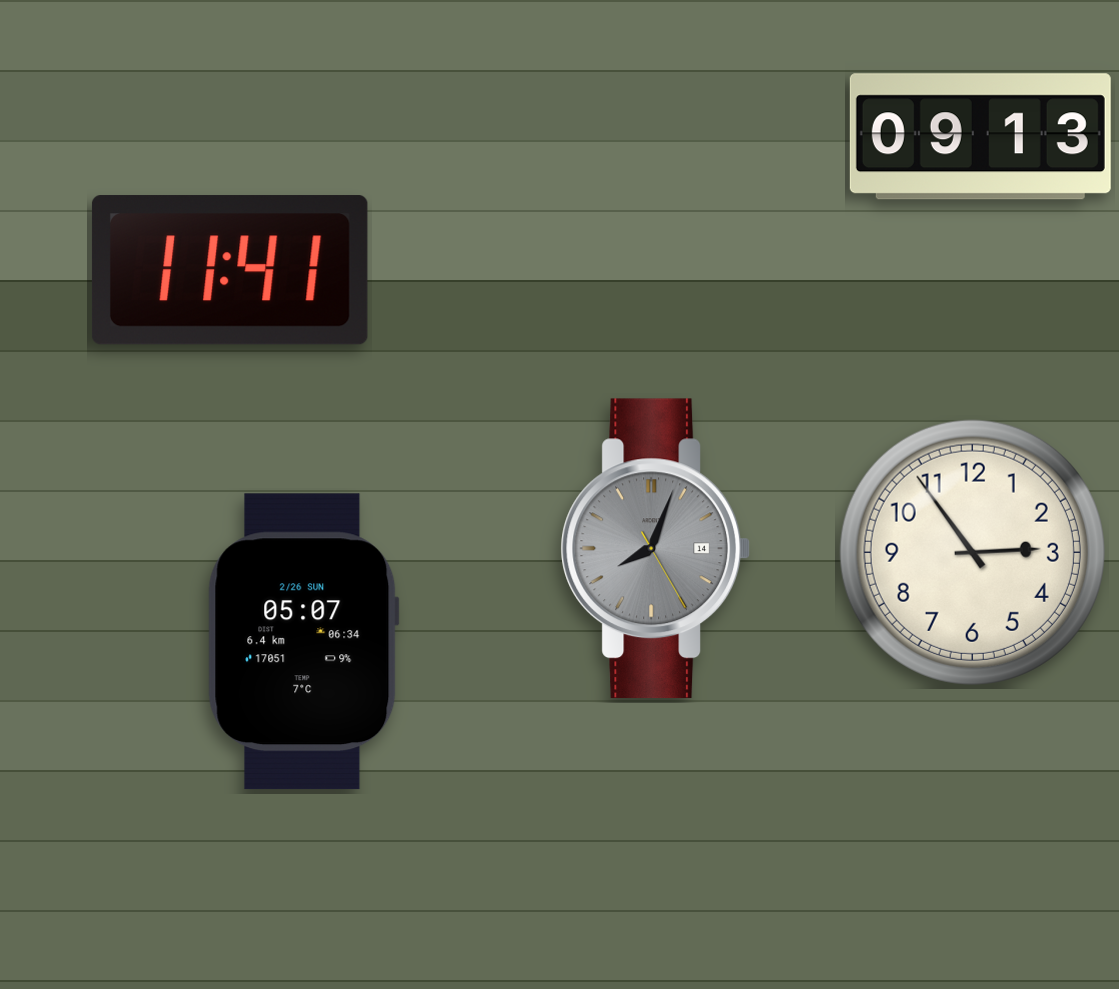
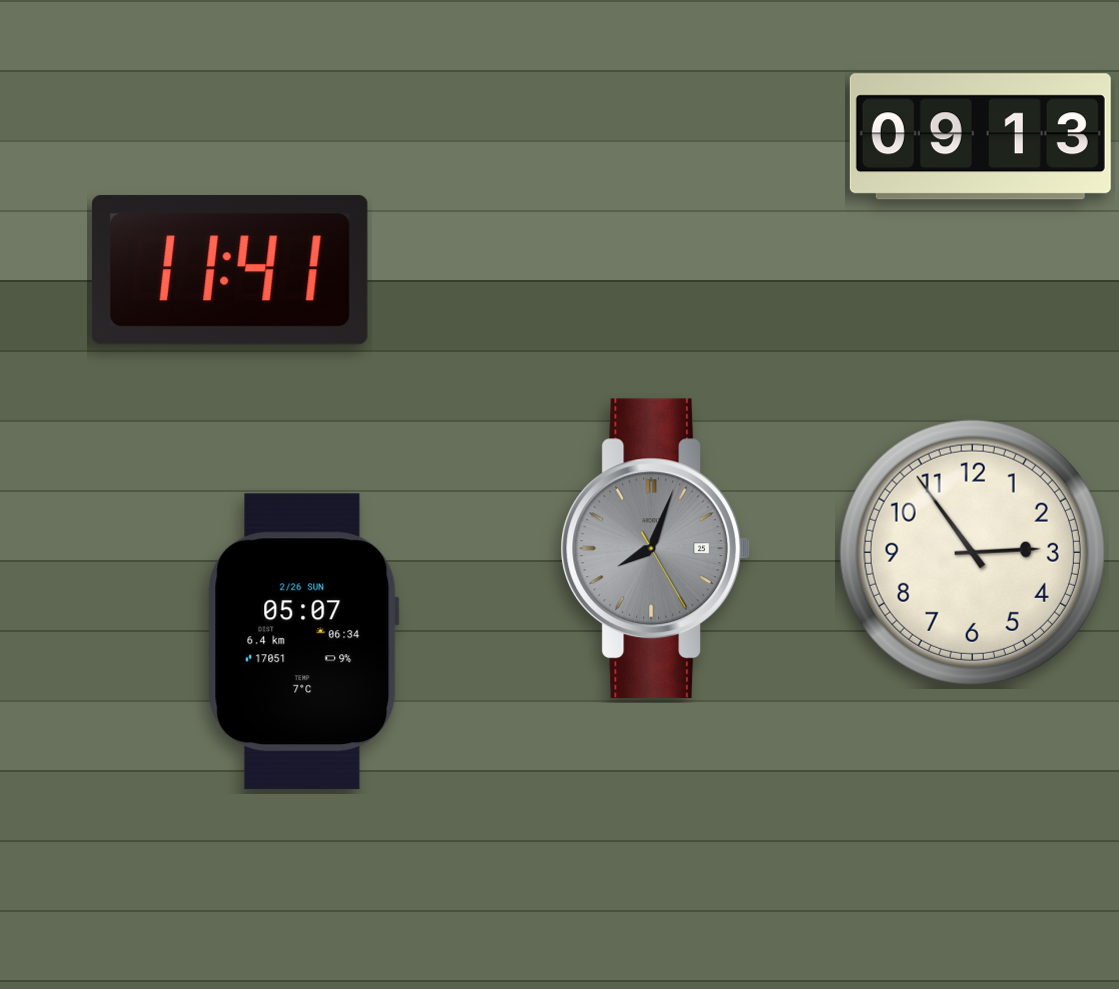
clock at (655, 549) date: 14 -> 25
